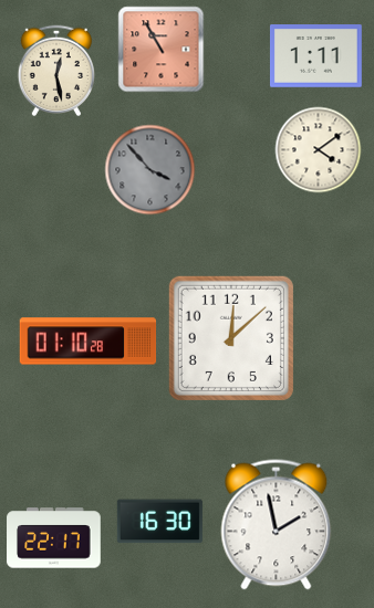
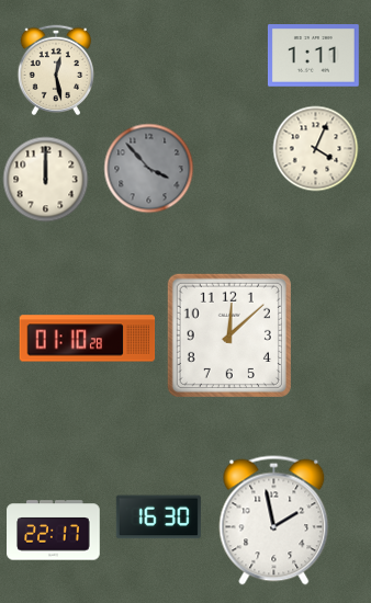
clock at (160, 49): 10:55 -> none
clock at (318, 149): 4:09 -> 4:04
clock at (45, 179): none -> 12:00
clock at (54, 538) position: (54, 538) -> (54, 531)
